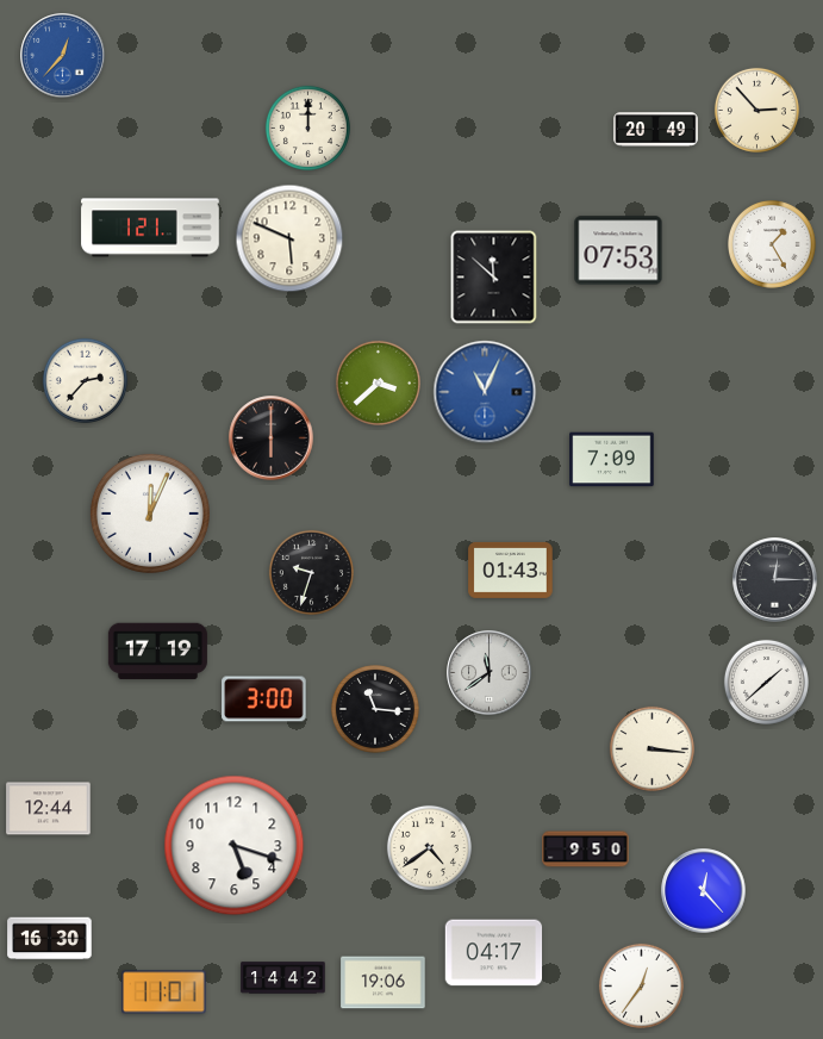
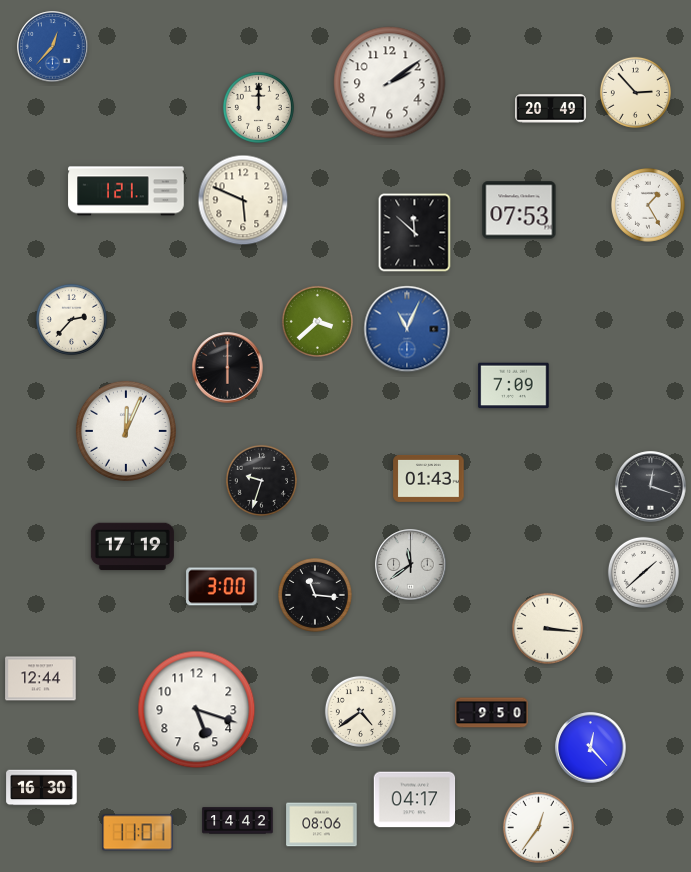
clock at (390, 83): none -> 2:09
clock at (775, 580): 12:15 -> 12:18
clock at (384, 983): 19:06 -> 08:06
